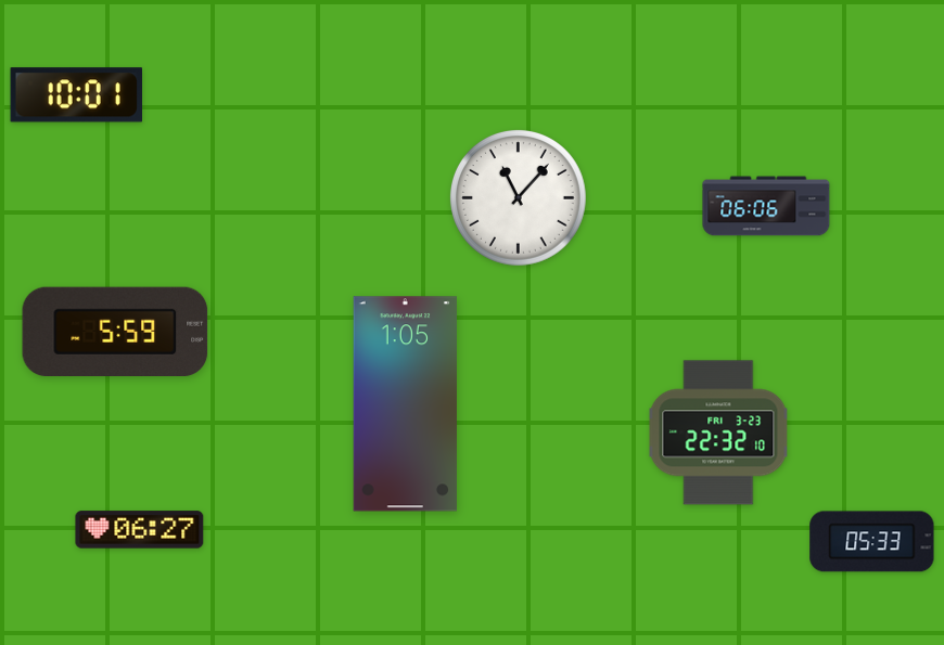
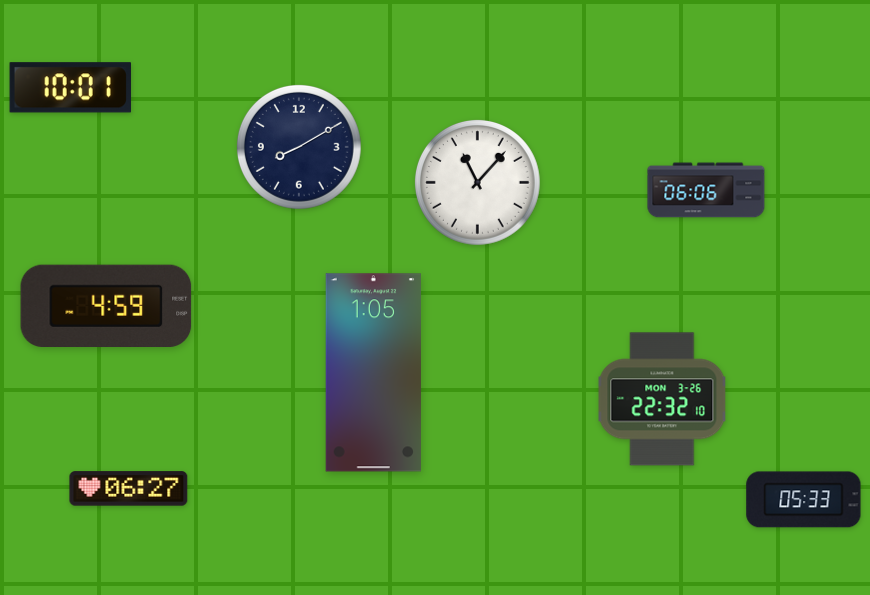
clock at (299, 147): none -> 8:10
clock at (115, 331): 5:59 -> 4:59
clock at (718, 433) date: FRI 3-23 -> MON 3-26
